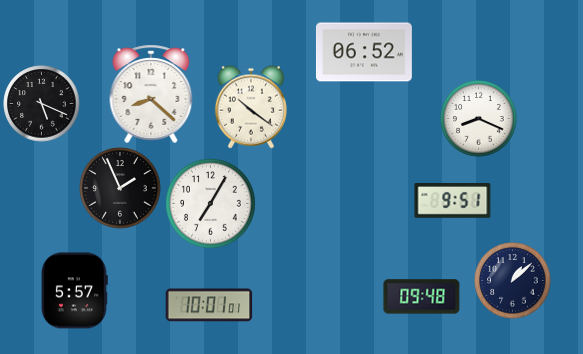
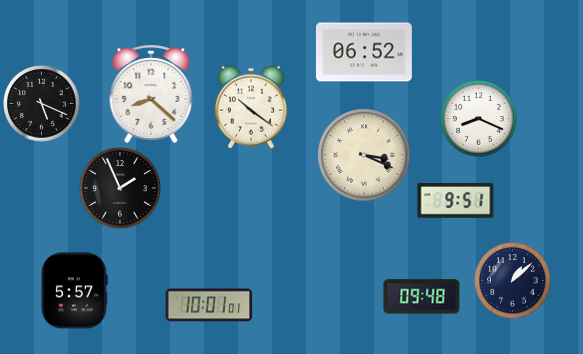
clock at (365, 156): none -> 3:19
clock at (453, 201) position: (453, 201) -> (456, 201)
clock at (211, 204): 7:05 -> none
